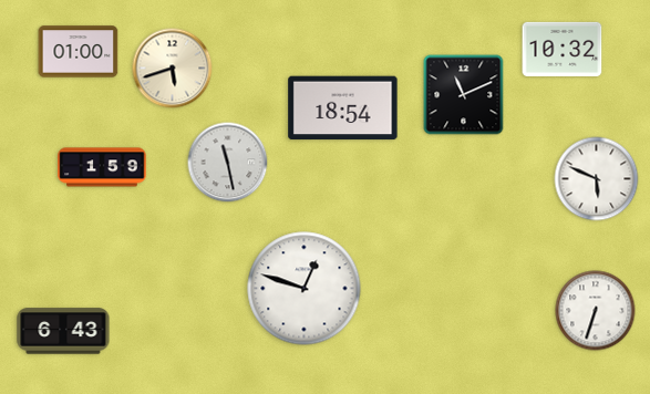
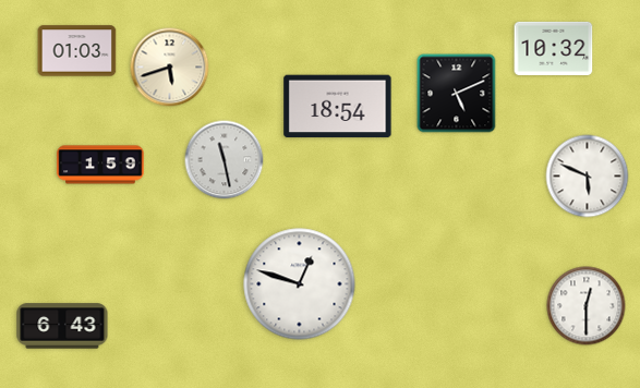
clock at (79, 52): 01:00 -> 01:03
clock at (464, 95): 11:11 -> 5:11
clock at (596, 311): 6:33 -> 12:30
